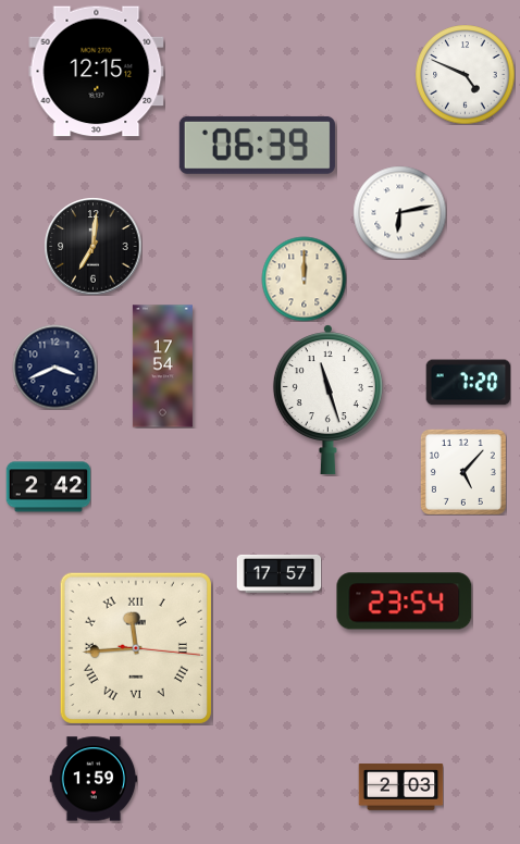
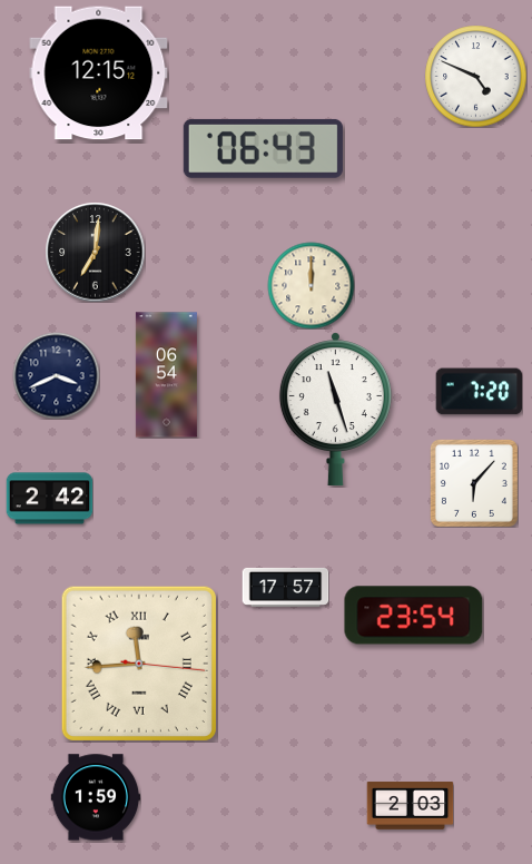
clock at (257, 145): 06:39 -> 06:43
clock at (399, 212): 6:13 -> none
clock at (162, 367): 17:54 -> 06:54
clock at (463, 472): 5:07 -> 6:07
